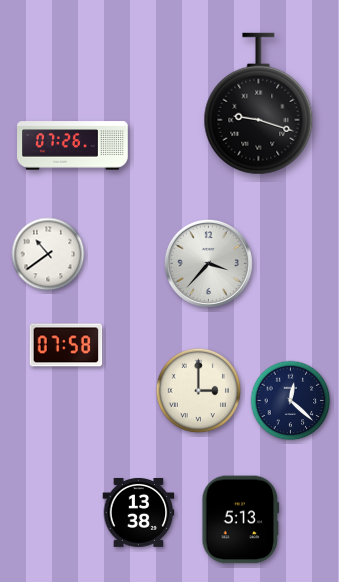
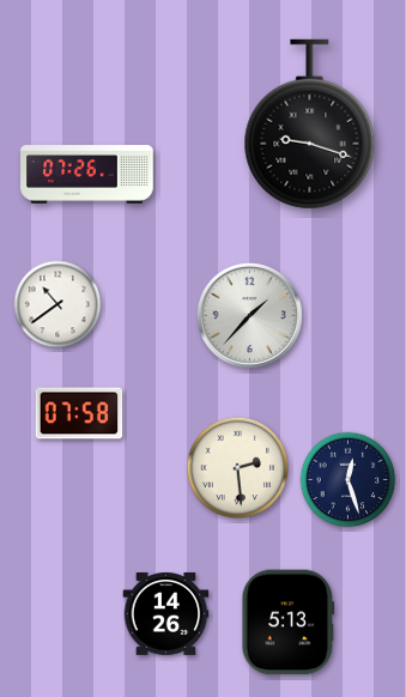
clock at (208, 263): 3:37 -> 1:37
clock at (198, 390): 3:00 -> 2:29
clock at (291, 401): 12:22 -> 12:27
clock at (139, 513): 13:38 -> 14:26
